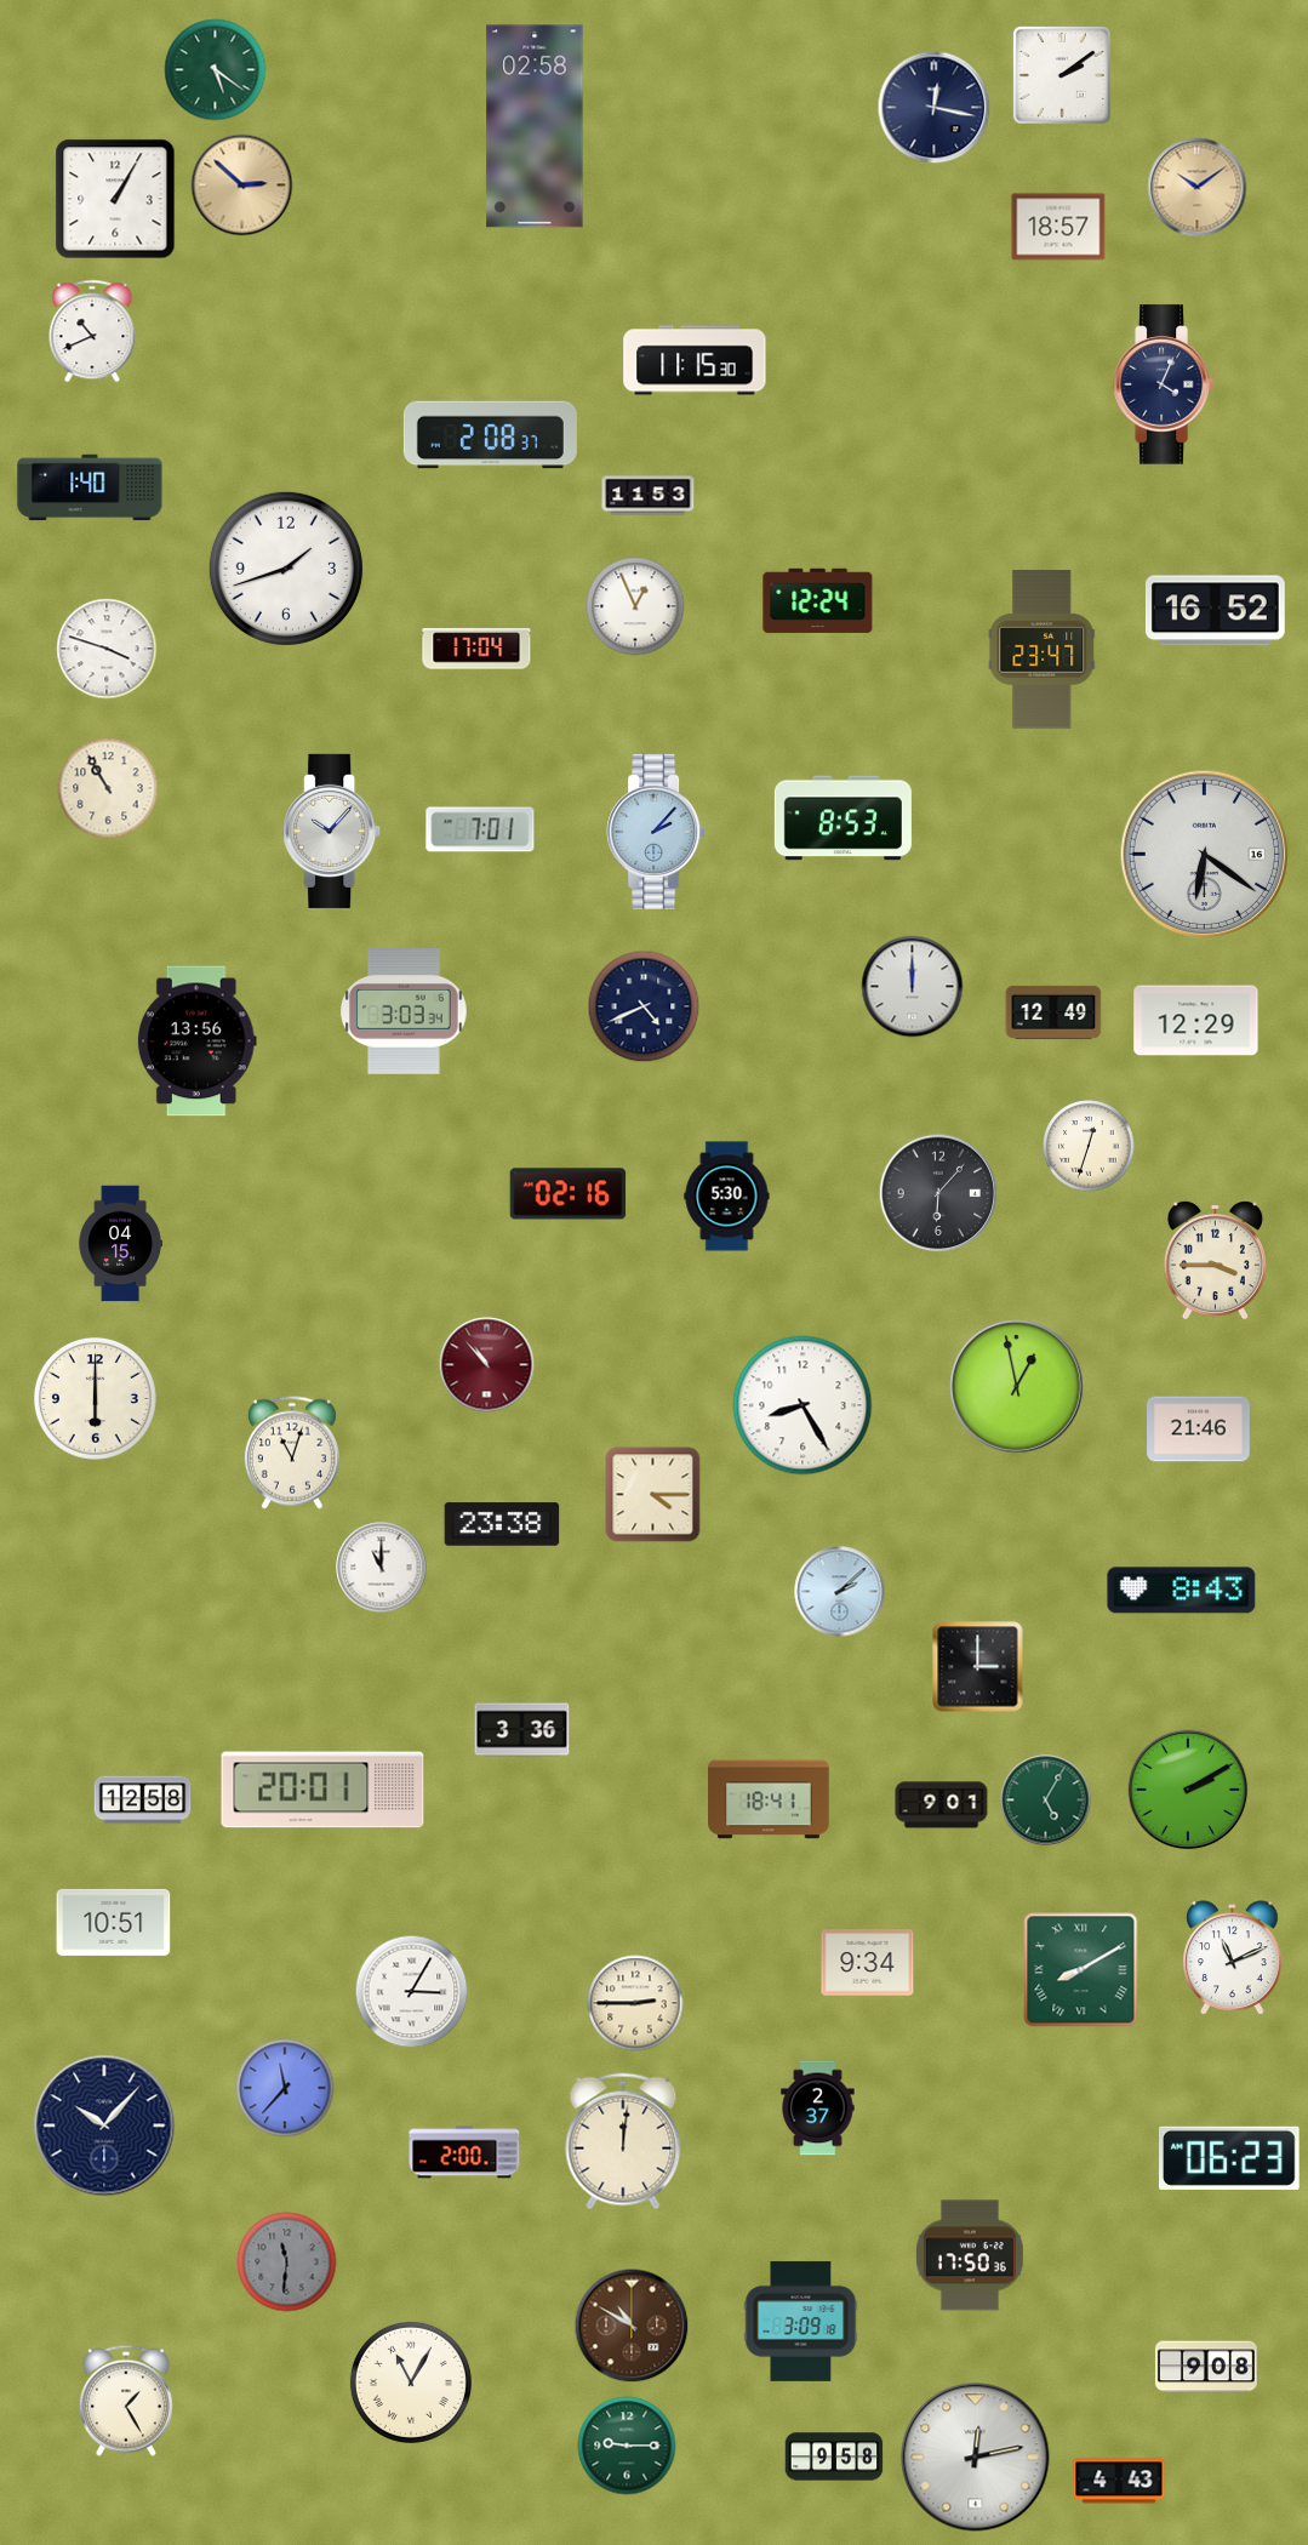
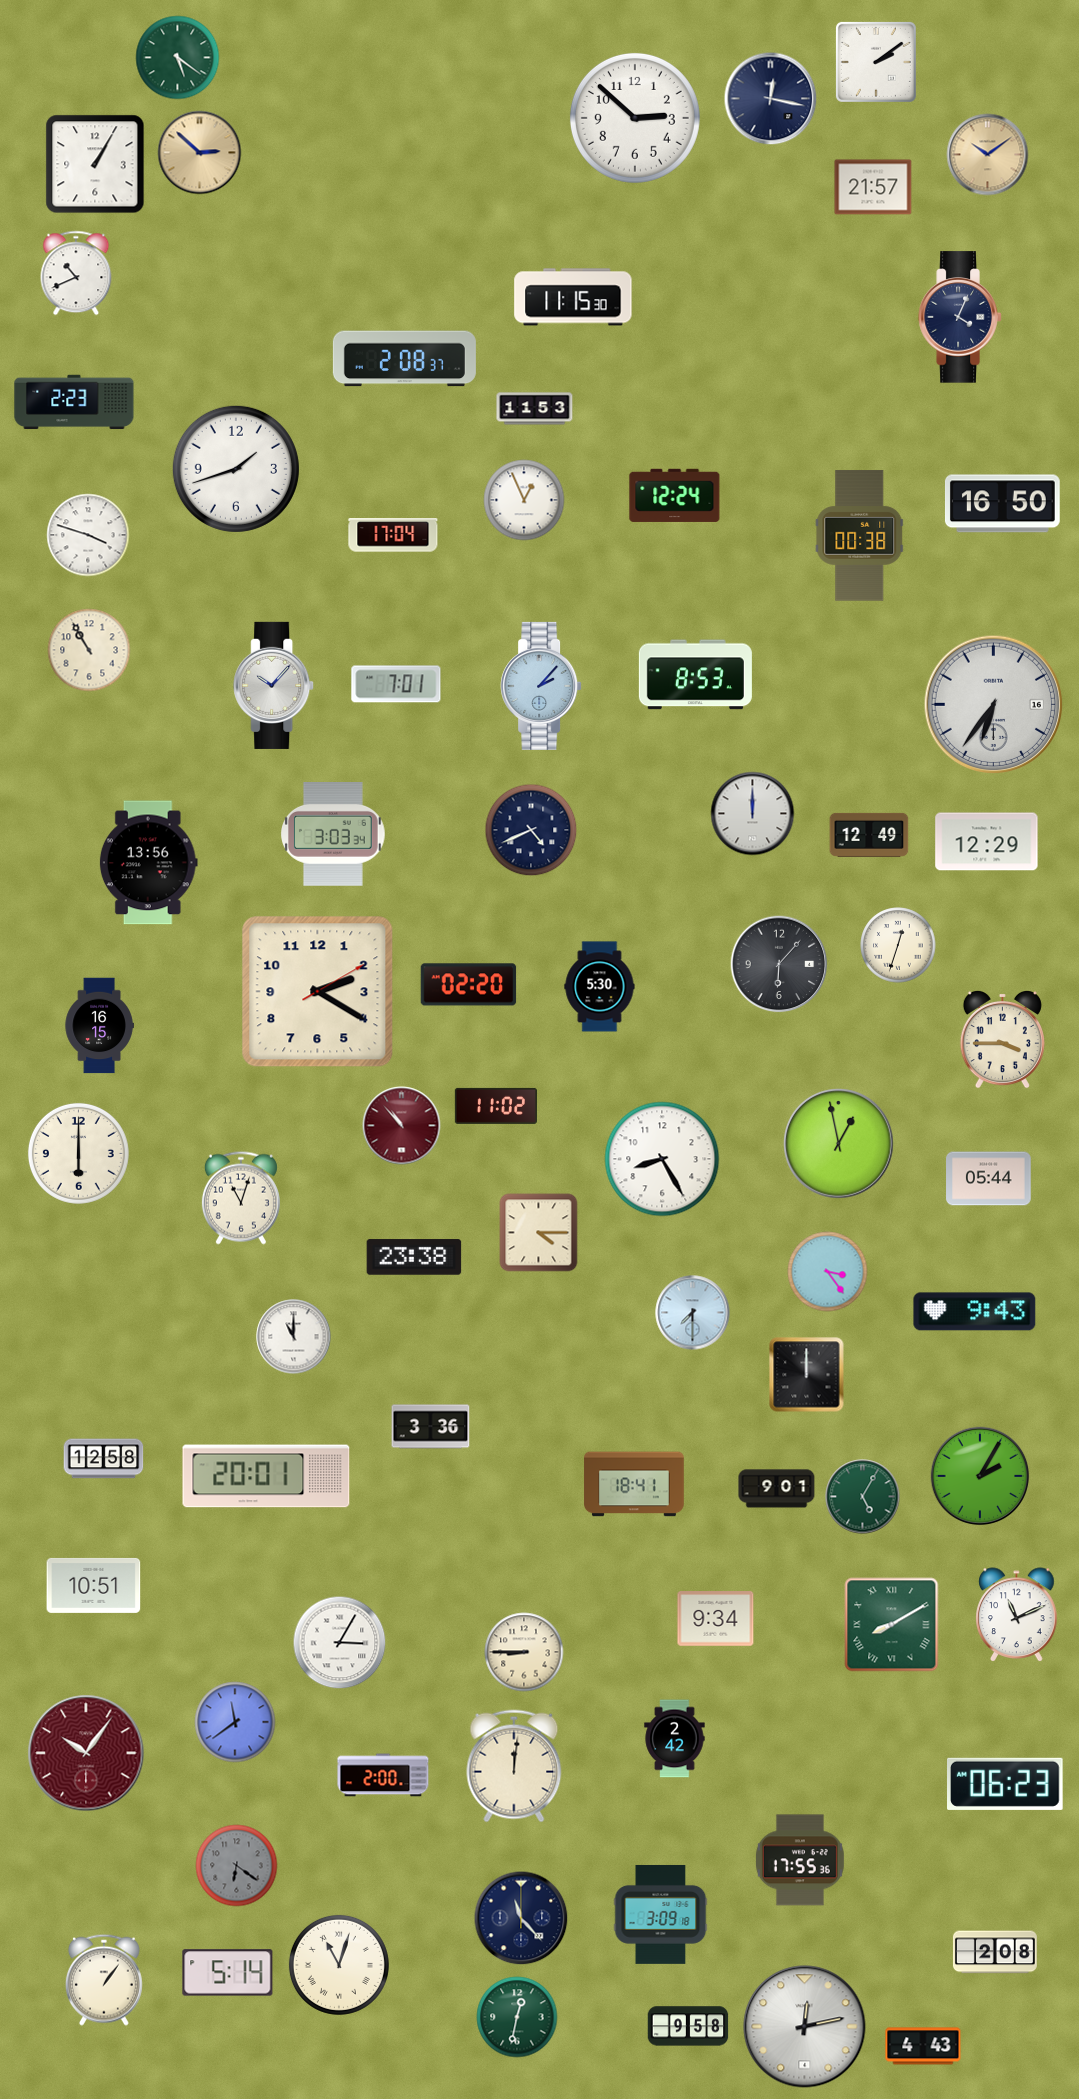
clock at (935, 108) position: (935, 108) -> (771, 99)
clock at (535, 126): 02:58 -> none
clock at (635, 118): none -> 2:52
clock at (1058, 227): 18:57 -> 21:57
clock at (90, 487): 1:40 -> 2:23
clock at (1215, 611): 16:52 -> 16:50
clock at (1043, 650): 23:47 -> 00:38
clock at (1205, 855): 6:21 -> 6:36
clock at (196, 1042) position: (196, 1042) -> (148, 863)
clock at (938, 1193) position: (938, 1193) -> (779, 964)
clock at (569, 1194): 02:16 -> 02:20
clock at (318, 992): none -> 2:20
clock at (120, 1244): 04:15 -> 16:15
clock at (496, 1106): none -> 11:02
clock at (1199, 1430): 21:46 -> 05:44
clock at (828, 1272): none -> 3:24
clock at (382, 1568) position: (382, 1568) -> (294, 1337)
clock at (1182, 1591): 8:43 -> 9:43
clock at (840, 1592): 2:08 -> 7:30
clock at (978, 1667): 3:00 -> 12:00
clock at (1188, 1790): 2:10 -> 2:05
clock at (143, 1801) position: (143, 1801) -> (104, 1459)
clock at (1046, 1801) position: (1046, 1801) -> (863, 1497)
clock at (635, 2003): 2:45 -> 8:45
clock at (285, 2088): 11:37 -> 11:39
clock at (818, 2109): 2:37 -> 2:42
clock at (104, 2125): 10:07 -> 10:06
clock at (104, 2125) dial: navy -> burgundy
clock at (1230, 2158) position: (1230, 2158) -> (1006, 1784)
clock at (970, 2255): 17:50 -> 17:55
clock at (287, 2262): 11:31 -> 6:21
clock at (632, 2326): 10:50 -> 11:23
clock at (632, 2326) dial: brown -> navy
clock at (1206, 2367): 9:08 -> 2:08
clock at (411, 2383): 11:05 -> 11:03
clock at (228, 1973): none -> 5:14
clock at (126, 2401): 1:25 -> 1:06
clock at (627, 2446): 9:15 -> 12:32
